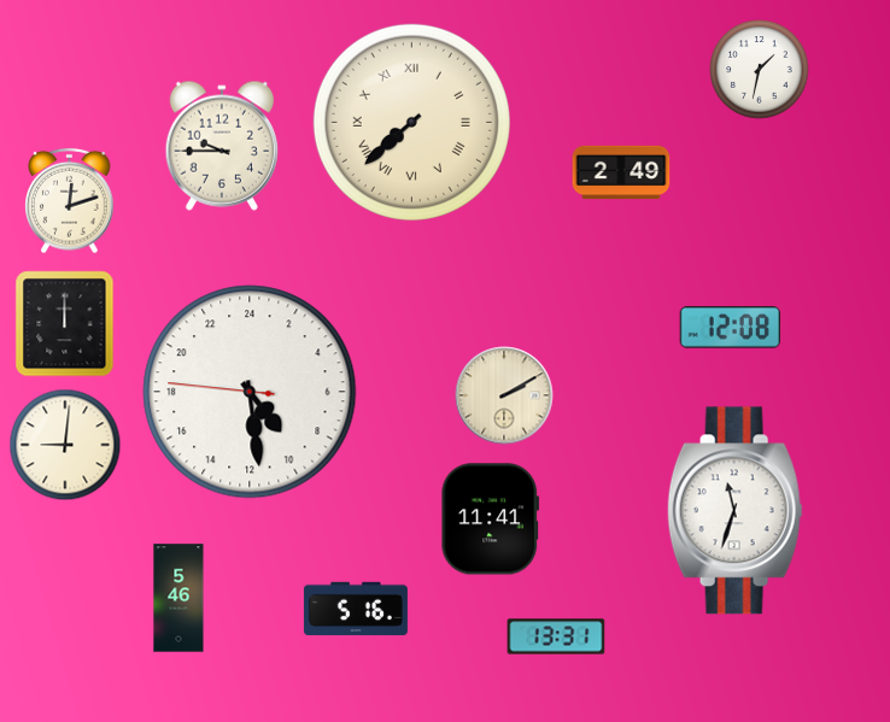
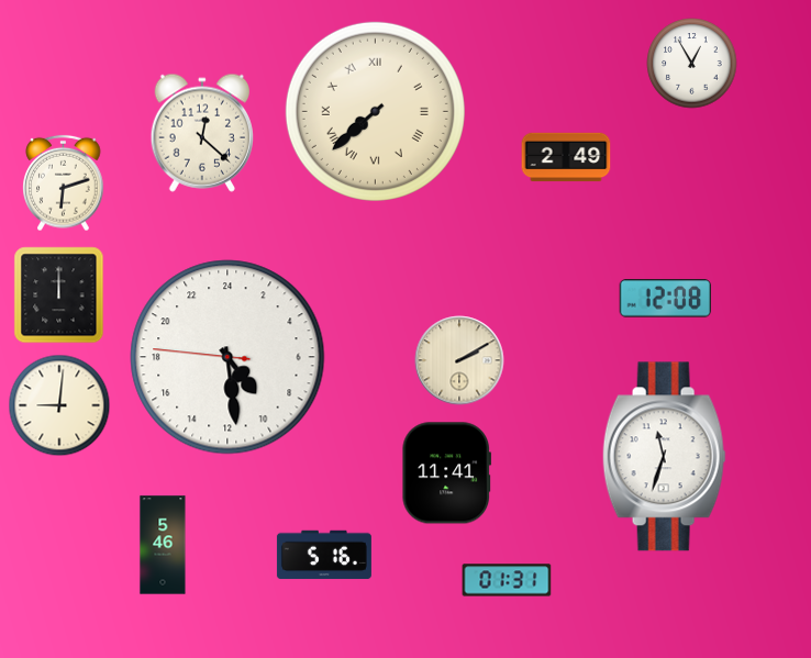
clock at (760, 70): 1:32 -> 12:55
clock at (222, 146): 9:45 -> 12:22
clock at (70, 201): 12:12 -> 6:12
clock at (734, 511) position: (734, 511) -> (664, 457)
clock at (556, 636): 13:31 -> 01:31
